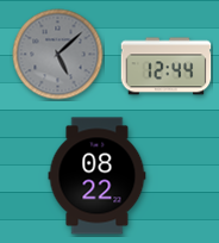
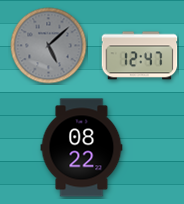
clock at (167, 67): 12:44 -> 12:47
